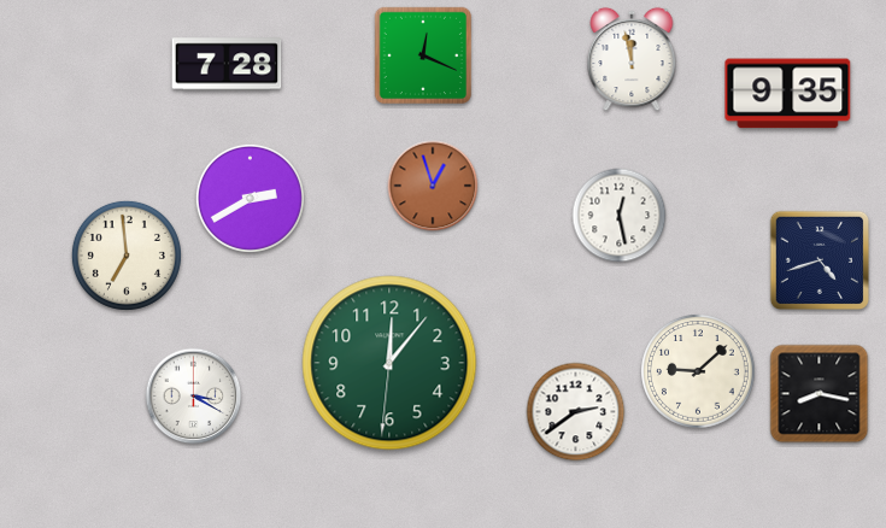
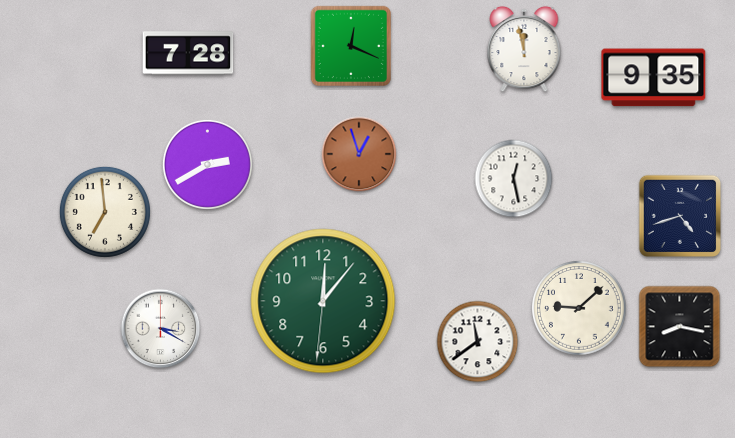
clock at (576, 412): 2:39 -> 11:39
